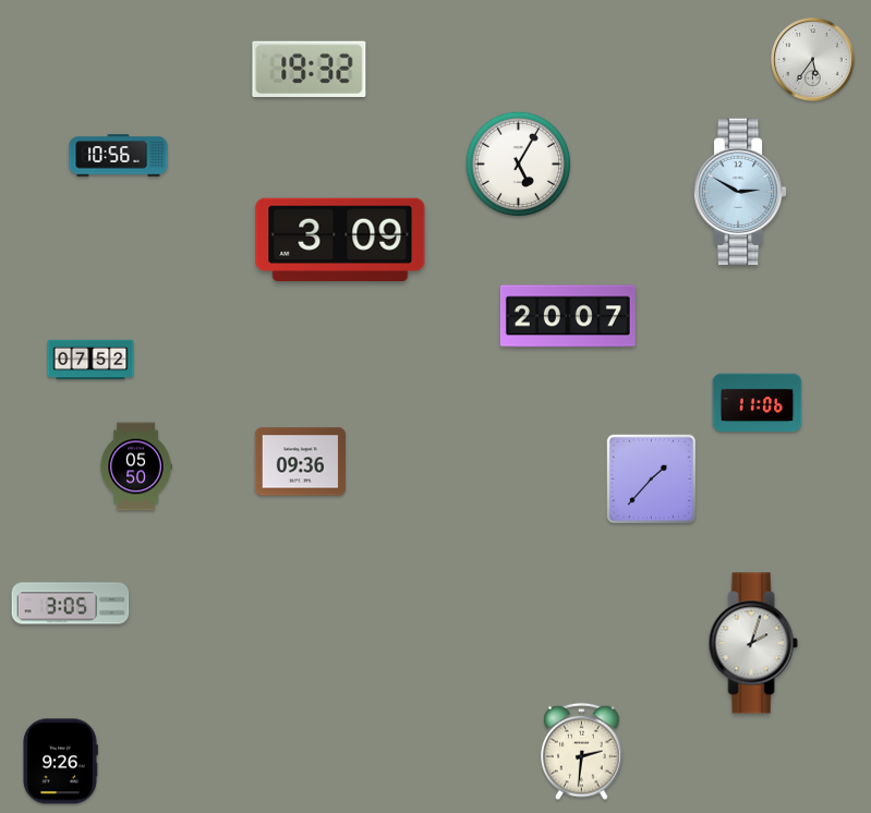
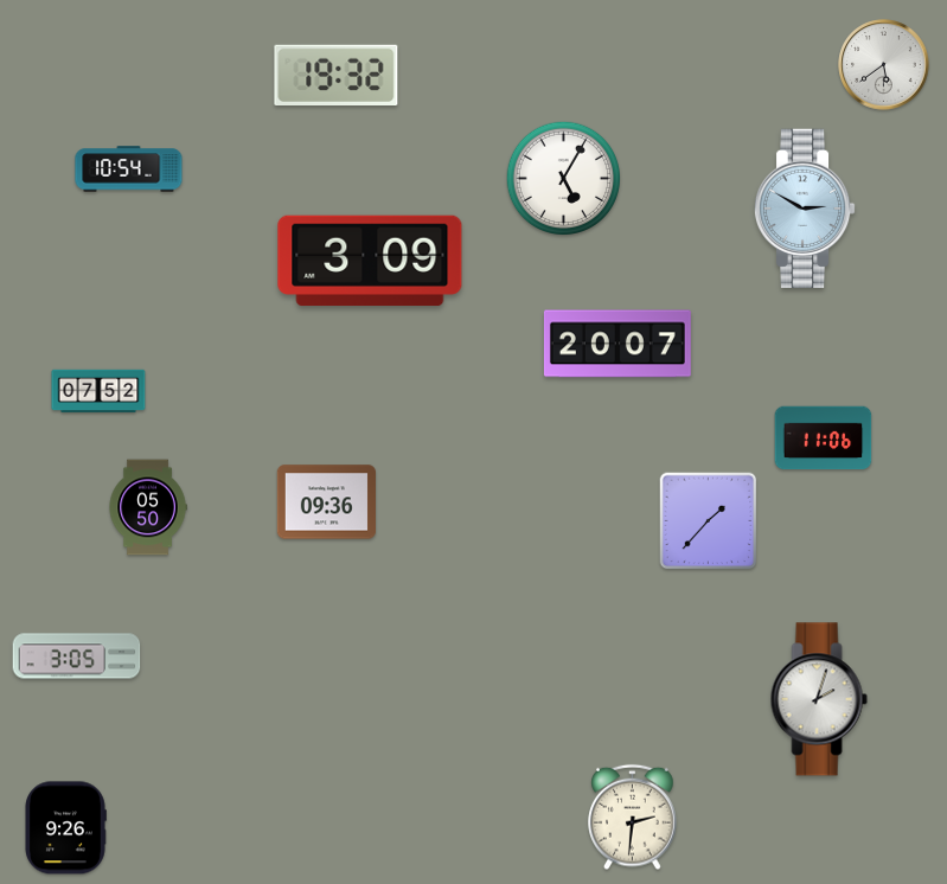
clock at (813, 60): 5:36 -> 5:39
clock at (119, 156): 10:56 -> 10:54
